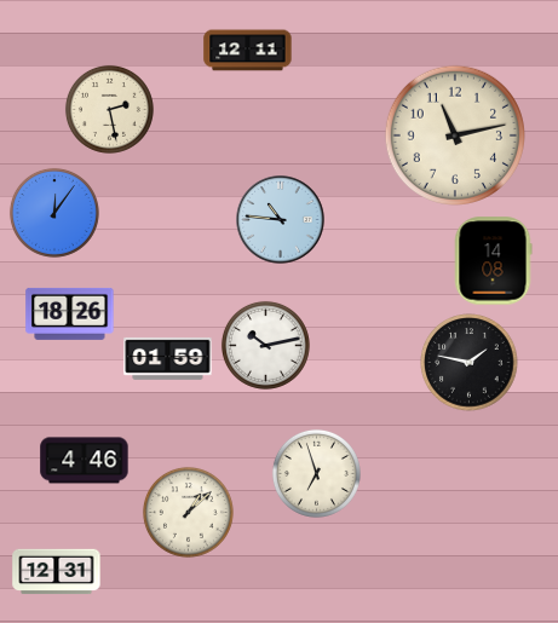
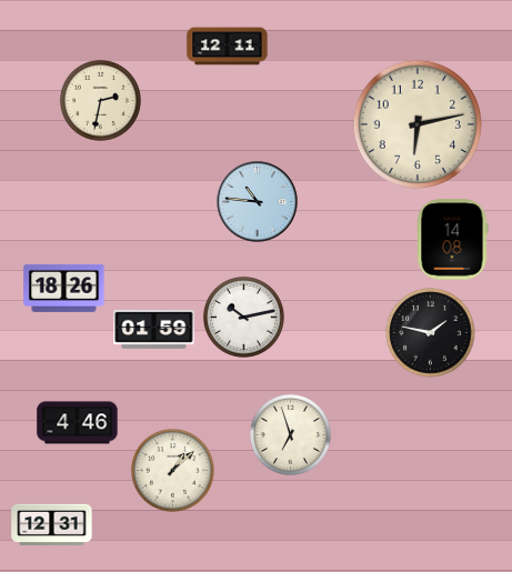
clock at (109, 109): 2:28 -> 2:32
clock at (455, 134): 11:13 -> 6:13
clock at (54, 213): 12:06 -> none
